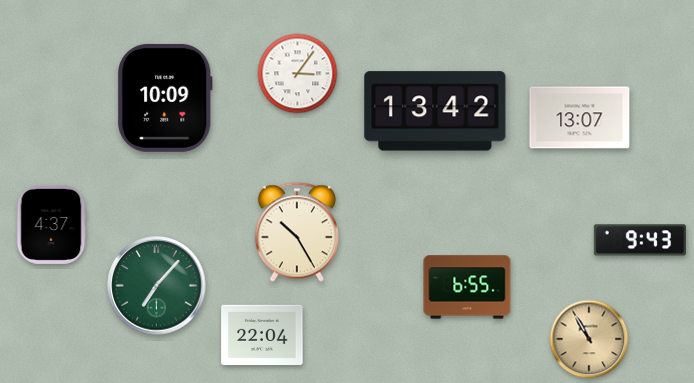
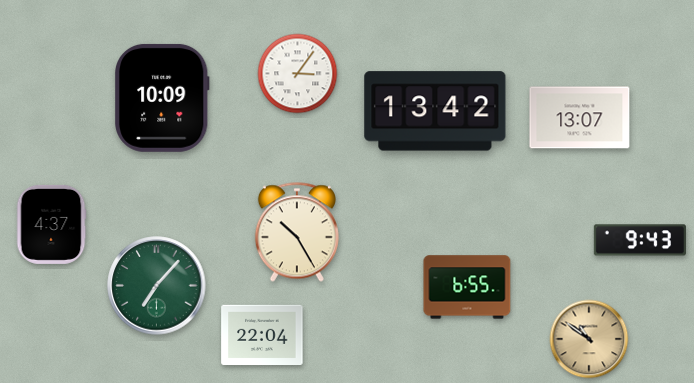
clock at (165, 98) position: (165, 98) -> (162, 98)
clock at (589, 339): 10:55 -> 10:51
